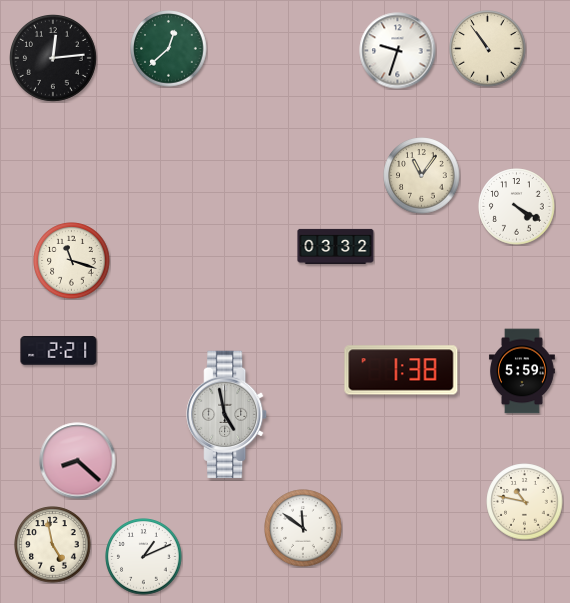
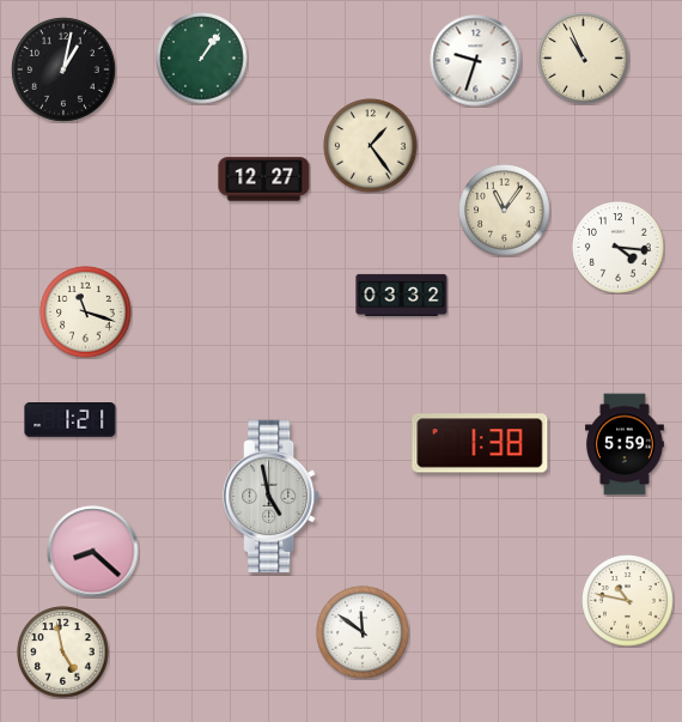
clock at (169, 49): 12:38 -> 1:06
clock at (488, 49): 10:54 -> 10:56
clock at (54, 59): 12:14 -> 1:02
clock at (371, 146): none -> 1:24
clock at (264, 180): none -> 12:27
clock at (517, 207): 4:20 -> 4:16
clock at (59, 351): 2:21 -> 1:21
clock at (144, 557): 1:11 -> none
